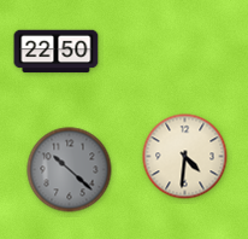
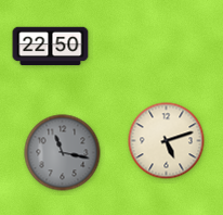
clock at (185, 157): 4:31 -> 5:12
clock at (70, 170): 10:22 -> 11:17
